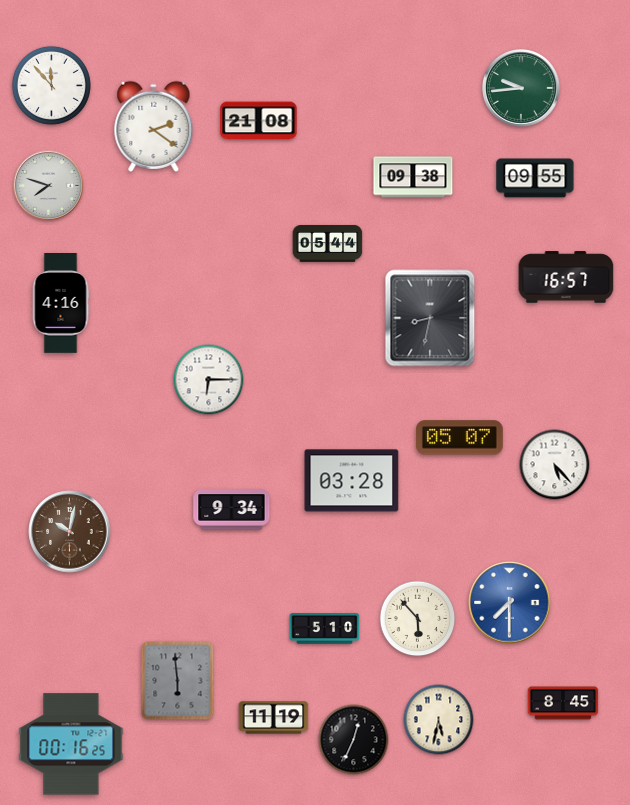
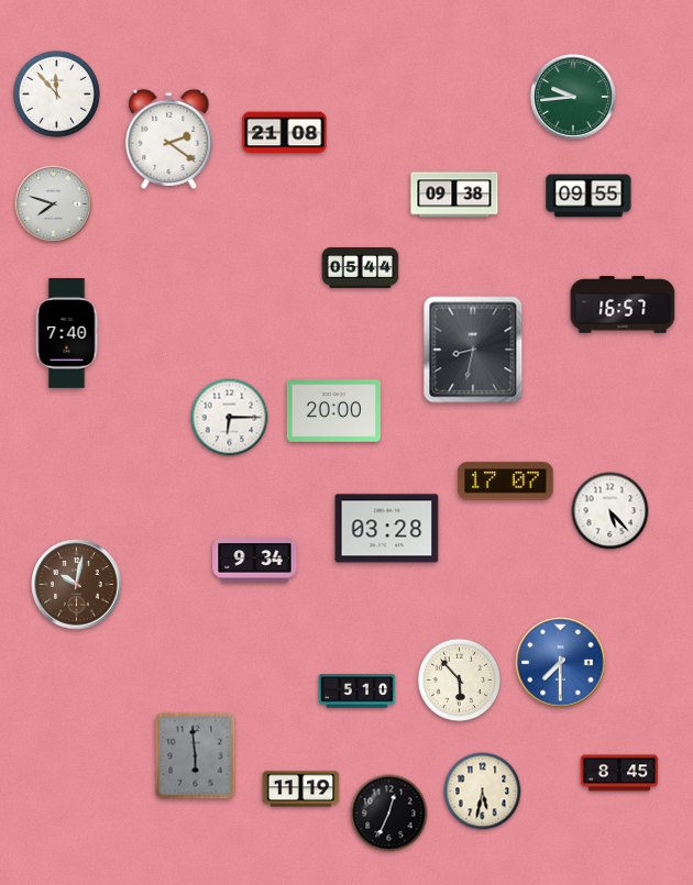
clock at (61, 304): 4:16 -> 7:40
clock at (333, 411): none -> 20:00
clock at (459, 438): 05:07 -> 17:07
clock at (178, 681) position: (178, 681) -> (196, 756)
clock at (71, 744): 00:16 -> none
